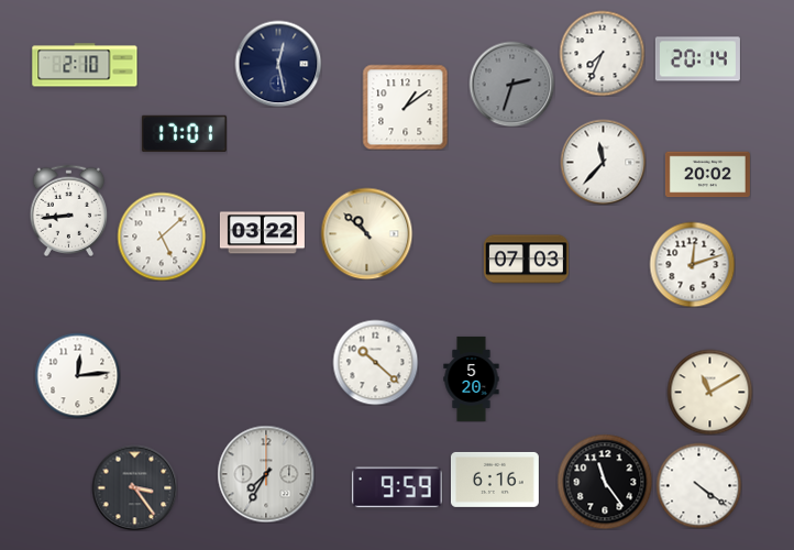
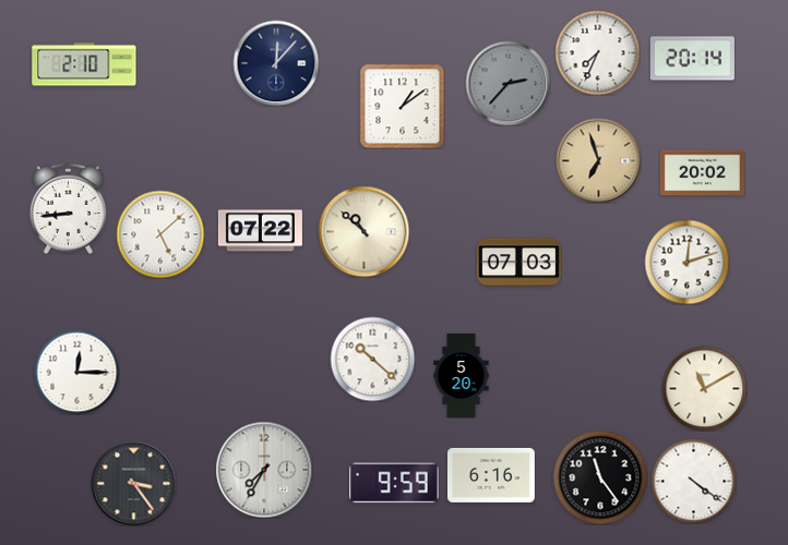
clock at (278, 64): 12:28 -> 12:07
clock at (511, 84): 2:33 -> 2:37
clock at (184, 133): 17:01 -> none
clock at (603, 162): 11:37 -> 6:57
clock at (603, 162) dial: white -> champagne
clock at (262, 233): 03:22 -> 07:22
clock at (526, 260) position: (526, 260) -> (518, 263)
clock at (77, 375): 12:14 -> 12:15
clock at (472, 378) position: (472, 378) -> (462, 375)
